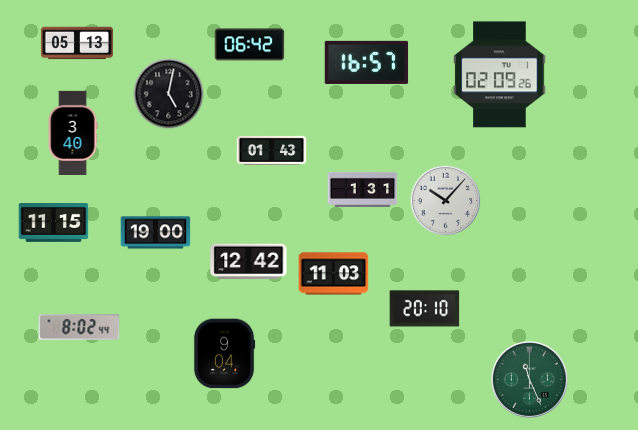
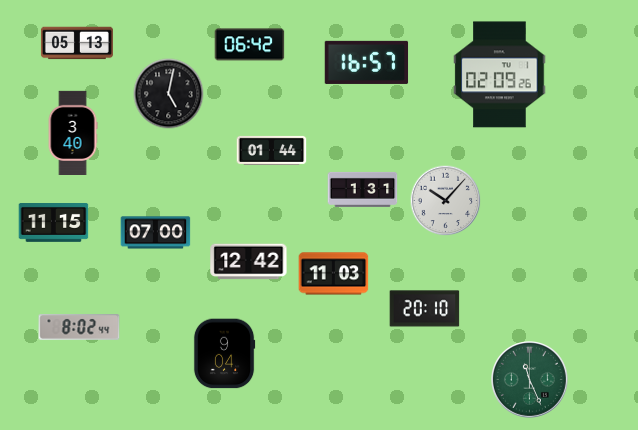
clock at (272, 150): 01:43 -> 01:44
clock at (156, 233): 19:00 -> 07:00
